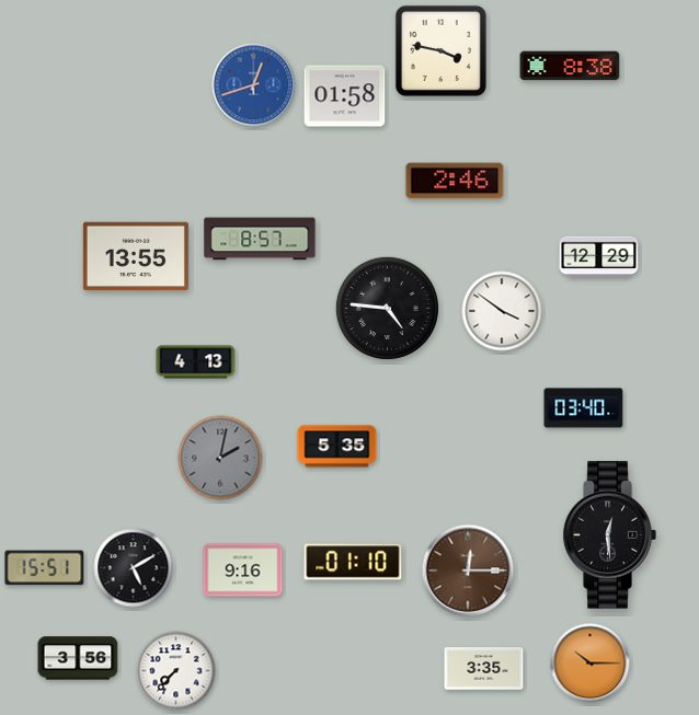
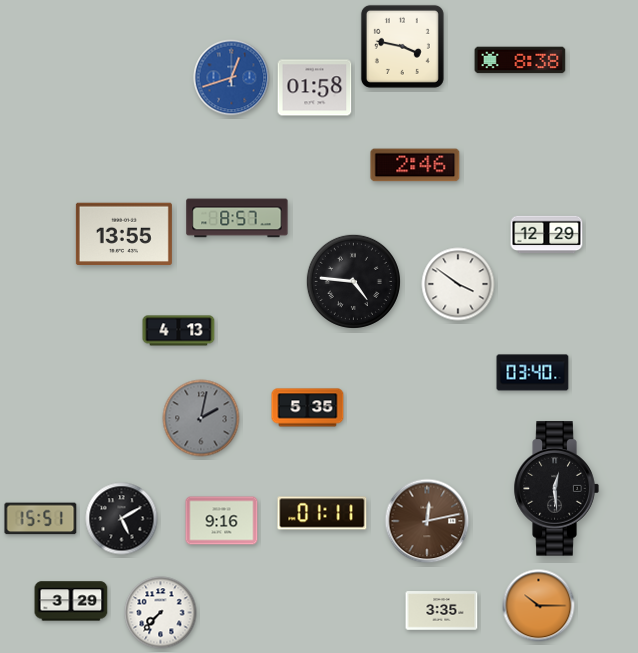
clock at (353, 562): 01:10 -> 01:11
clock at (468, 570): 12:15 -> 12:13
clock at (78, 658): 3:56 -> 3:29
